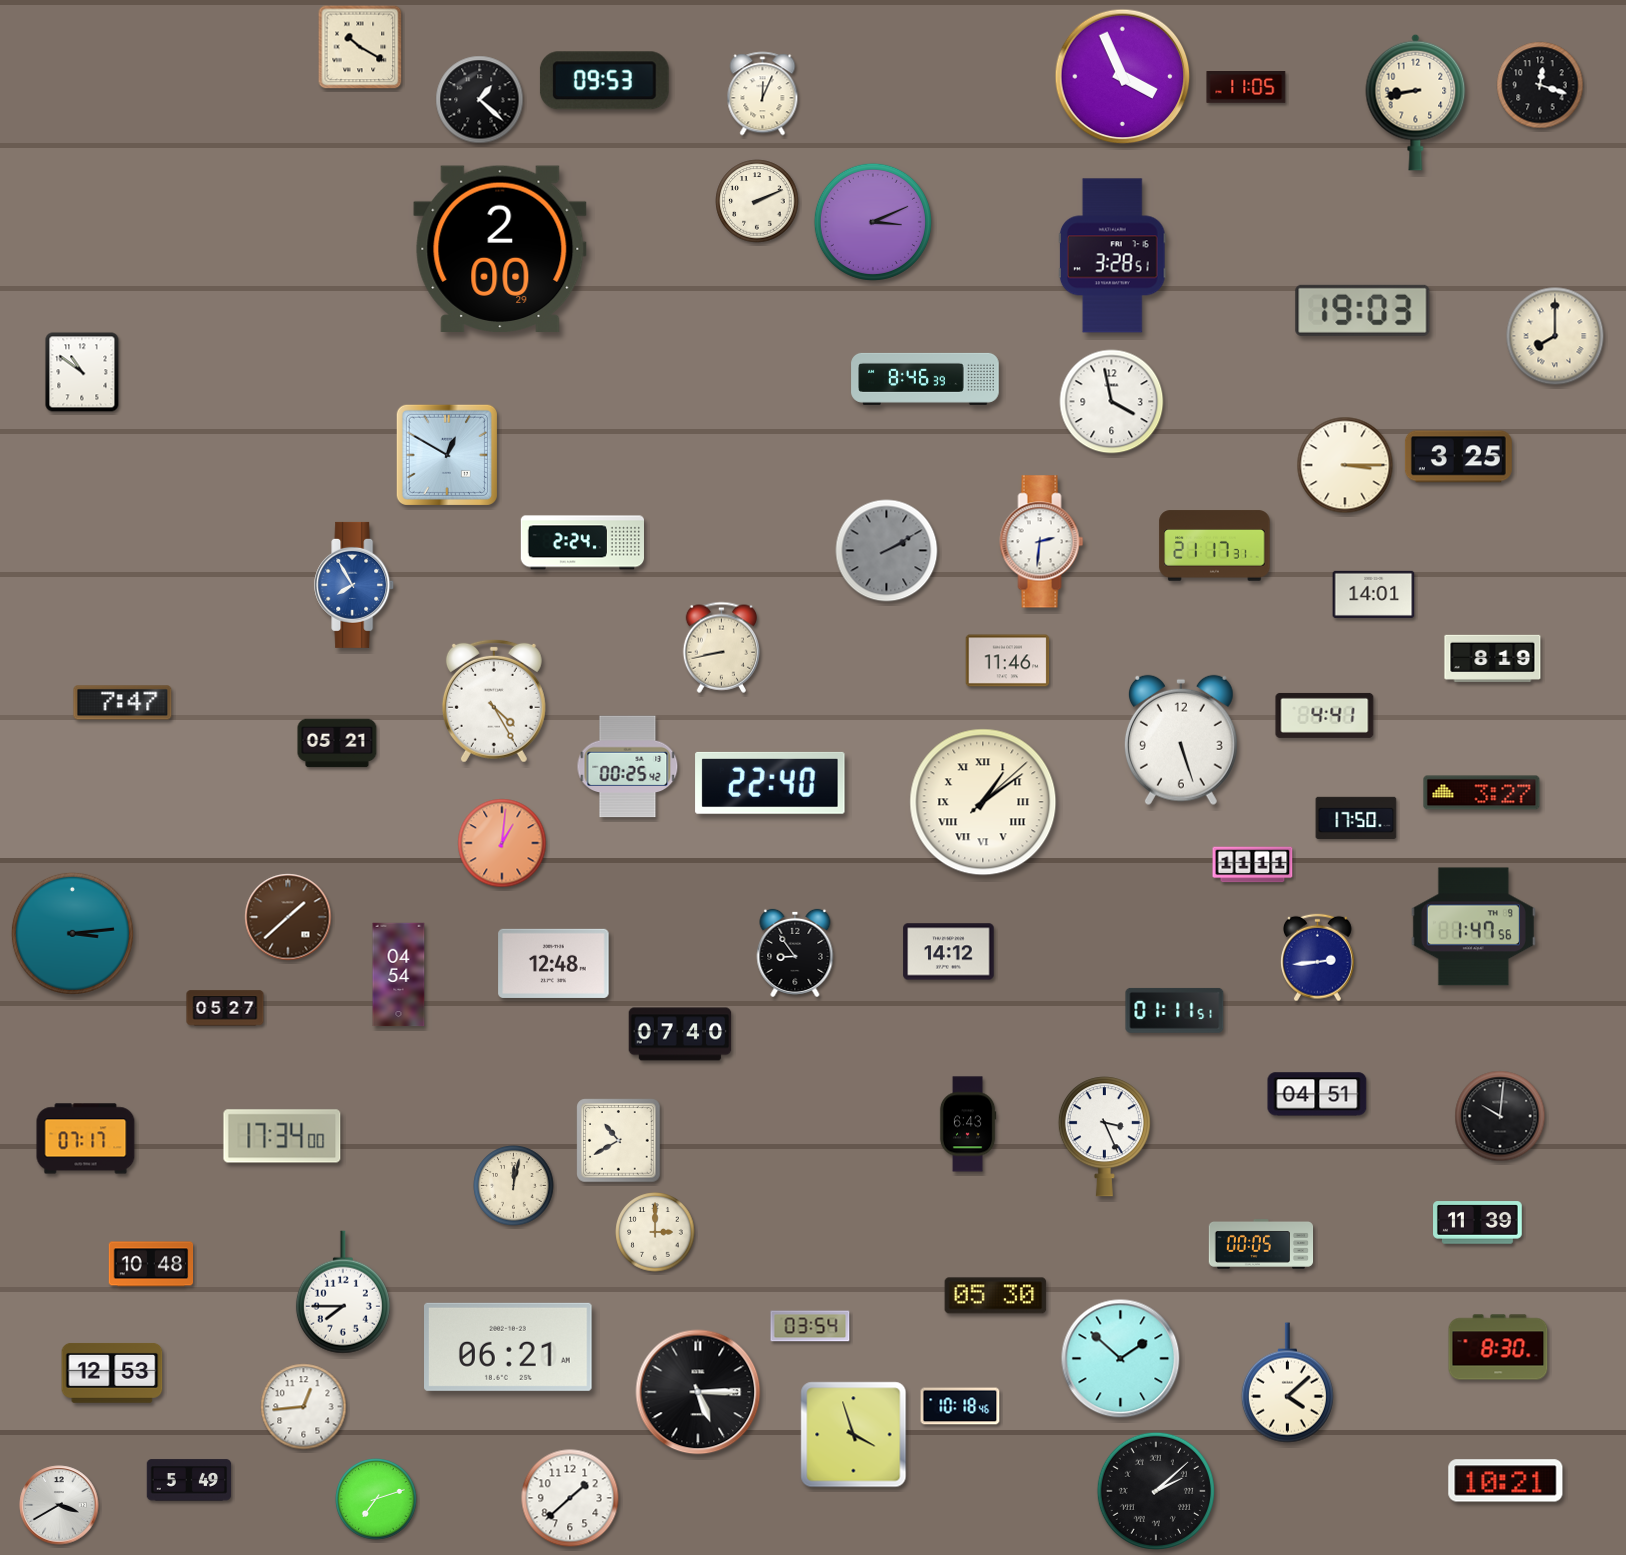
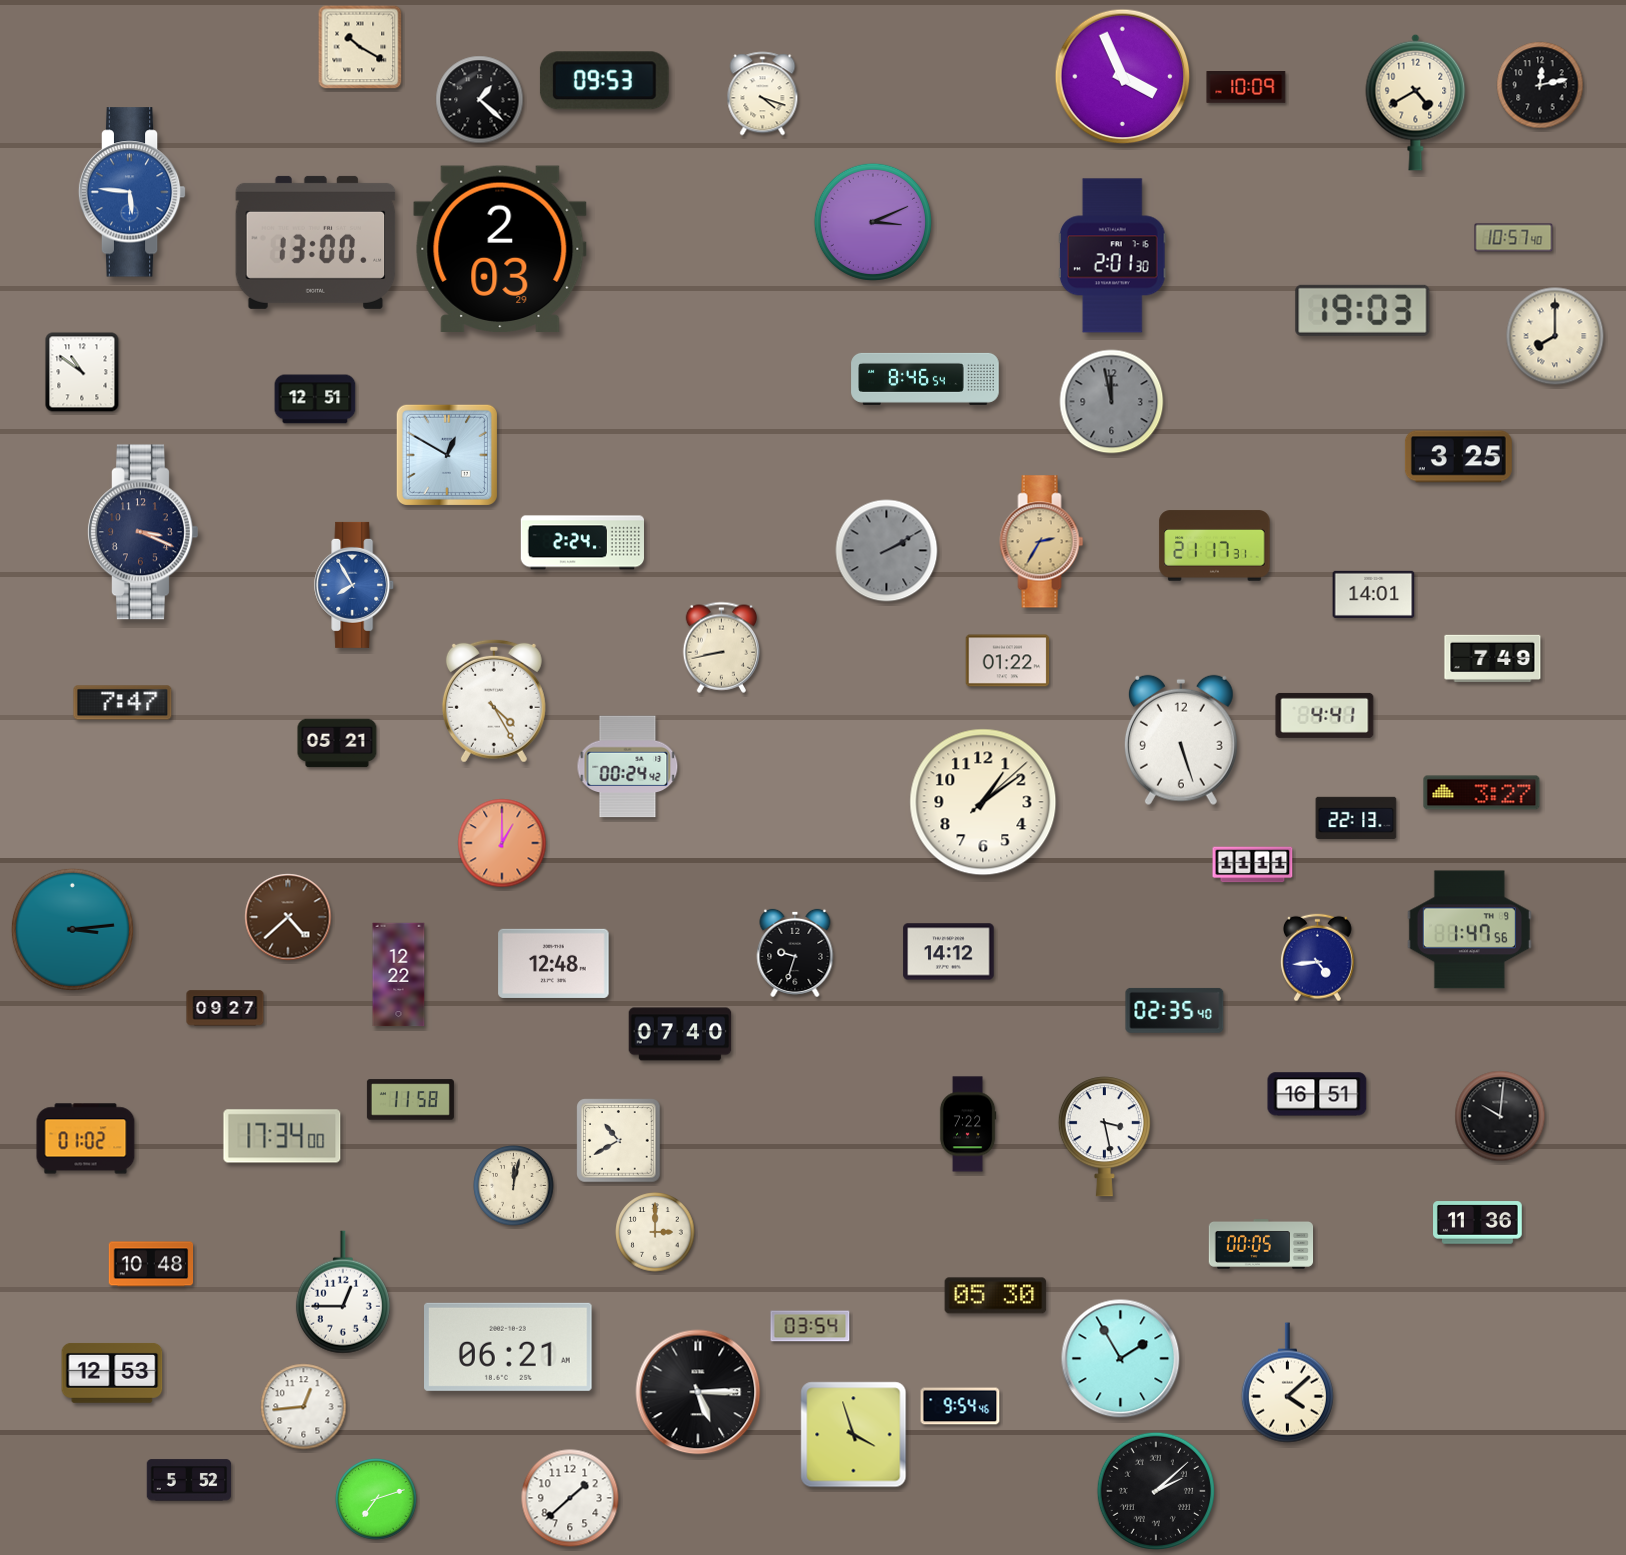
clock at (1540, 85): 12:18 -> 12:13
clock at (1246, 88): 11:05 -> 10:09
clock at (763, 94): 12:04 -> 4:18
clock at (1416, 102): 8:43 -> 4:40
clock at (132, 192): none -> 5:46
clock at (757, 201): 2:11 -> none
clock at (1514, 238): none -> 10:57
clock at (316, 242): none -> 13:00
clock at (500, 248): 2:00 -> 2:03
clock at (1112, 256): 3:28 -> 2:01
clock at (925, 379): 8:46:39 -> 8:46:54
clock at (315, 399): none -> 12:51
clock at (1112, 402): 3:58 -> 11:58
clock at (1112, 402) dial: white -> grey
clock at (1345, 465): 3:15 -> none
clock at (142, 532): none -> 3:19
clock at (1042, 542): 2:31 -> 2:35
clock at (1042, 542) dial: white -> champagne
clock at (1493, 658): 8:19 -> 7:49
clock at (1008, 661): 11:46 -> 01:22
clock at (628, 767): 00:25 -> 00:24
clock at (770, 783): 22:40 -> none
clock at (983, 802) numerals: Roman -> Arabic
clock at (1356, 818): 17:50 -> 22:13
clock at (502, 843): 1:01 -> 1:00
clock at (288, 917): 1:38 -> 4:38
clock at (1473, 927) position: (1473, 927) -> (1469, 930)
clock at (72, 933) position: (72, 933) -> (72, 929)
clock at (795, 953): 8:54 -> 9:33
clock at (1317, 958): 2:44 -> 4:44
clock at (399, 975): 04:54 -> 12:22
clock at (225, 1008): 05:27 -> 09:27
clock at (1175, 1010): 01:11 -> 02:35
clock at (1317, 1094): 04:51 -> 16:51
clock at (410, 1100): none -> 11:58
clock at (968, 1124): 6:43 -> 7:22
clock at (1104, 1137): 3:26 -> 3:28
clock at (86, 1139): 07:17 -> 01:02
clock at (1478, 1223): 11:39 -> 11:36
clock at (343, 1292): 7:45 -> 12:45
clock at (1498, 1347): 8:30 -> none
clock at (1121, 1359): 1:52 -> 1:55
clock at (960, 1406): 10:18 -> 9:54
clock at (189, 1480): 5:49 -> 5:52
clock at (1506, 1481): 10:21 -> none
clock at (59, 1505): 3:40 -> none
